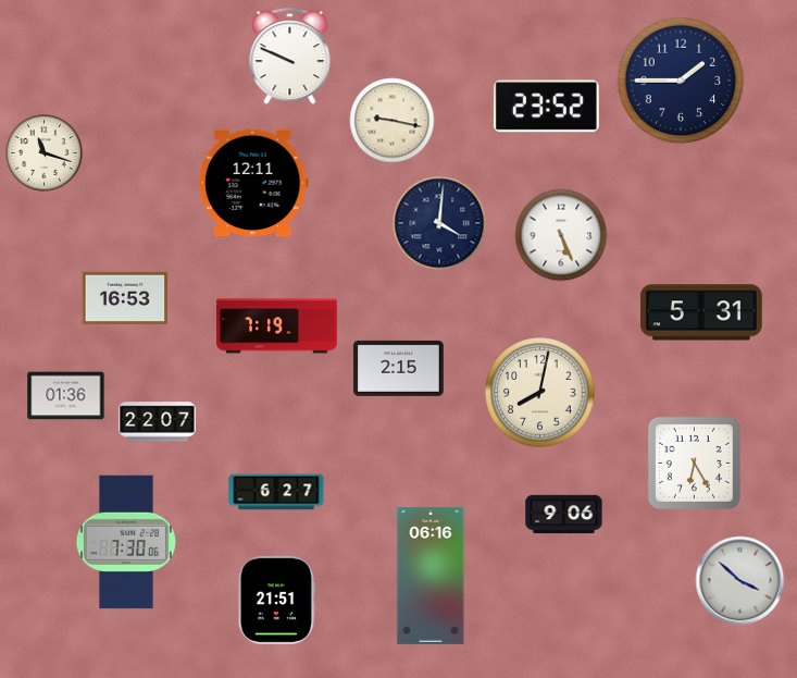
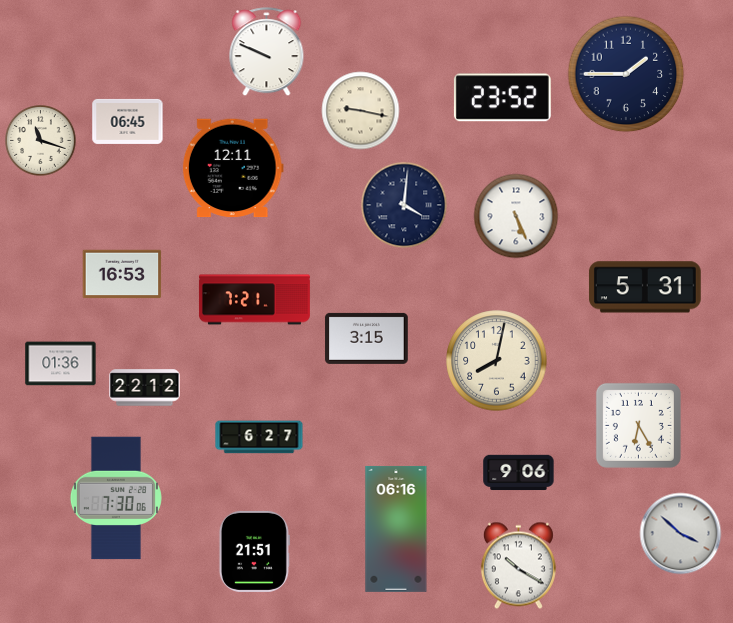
clock at (128, 121): none -> 06:45
clock at (125, 298) position: (125, 298) -> (122, 274)
clock at (276, 326): 7:19 -> 7:21
clock at (399, 368): 2:15 -> 3:15
clock at (158, 422): 22:07 -> 22:12
clock at (276, 492) position: (276, 492) -> (259, 437)
clock at (518, 566): none -> 10:20
